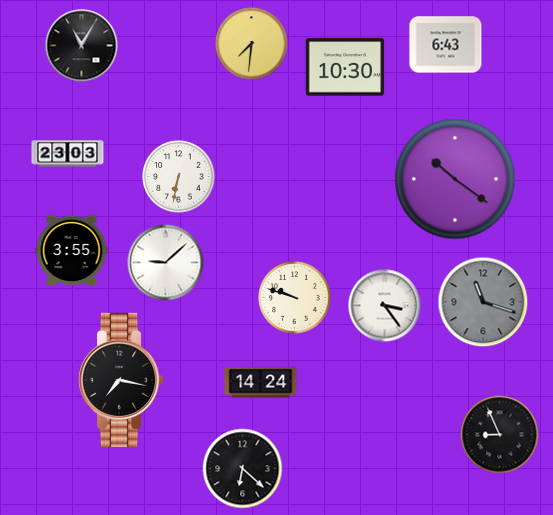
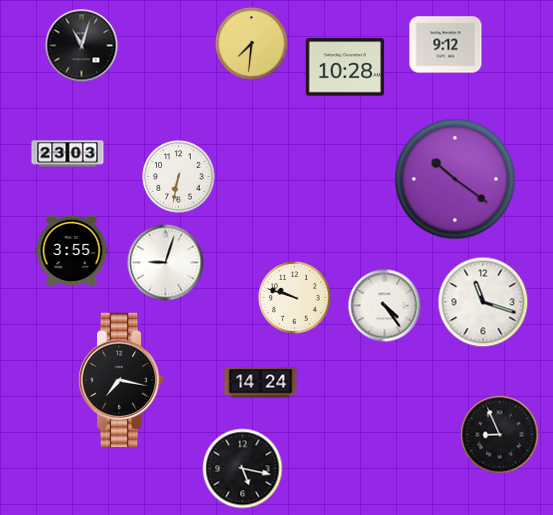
clock at (446, 45): 6:43 -> 9:12
clock at (82, 46): 11:05 -> 11:03
clock at (345, 67): 10:30 -> 10:28
clock at (166, 263): 9:08 -> 9:03
clock at (483, 302) dial: grey -> white
clock at (385, 306): 3:24 -> 4:24
clock at (243, 469): 6:22 -> 5:17
